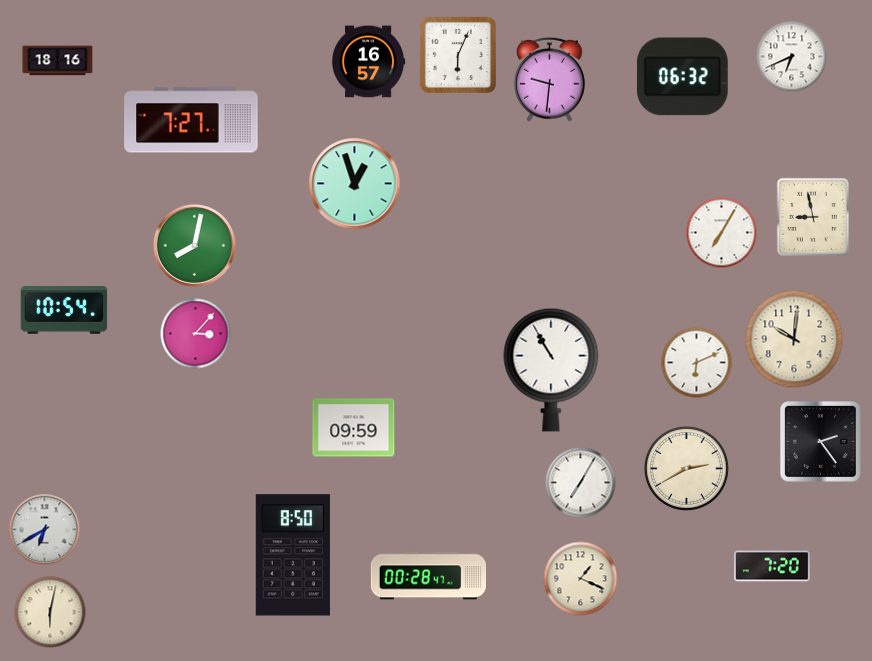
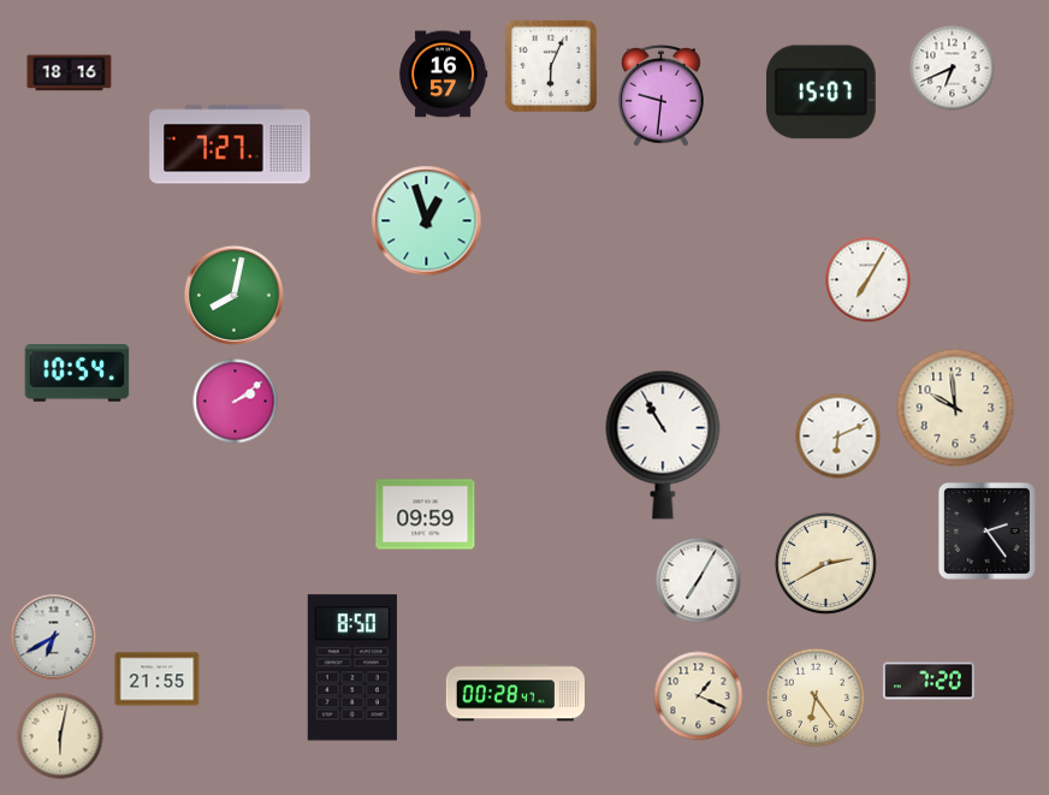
clock at (682, 77): 06:32 -> 15:07
clock at (813, 217): 8:58 -> none
clock at (196, 334): 3:07 -> 2:09
clock at (794, 339): 10:01 -> 9:59
clock at (158, 680): none -> 21:55
clock at (816, 698): none -> 6:24
